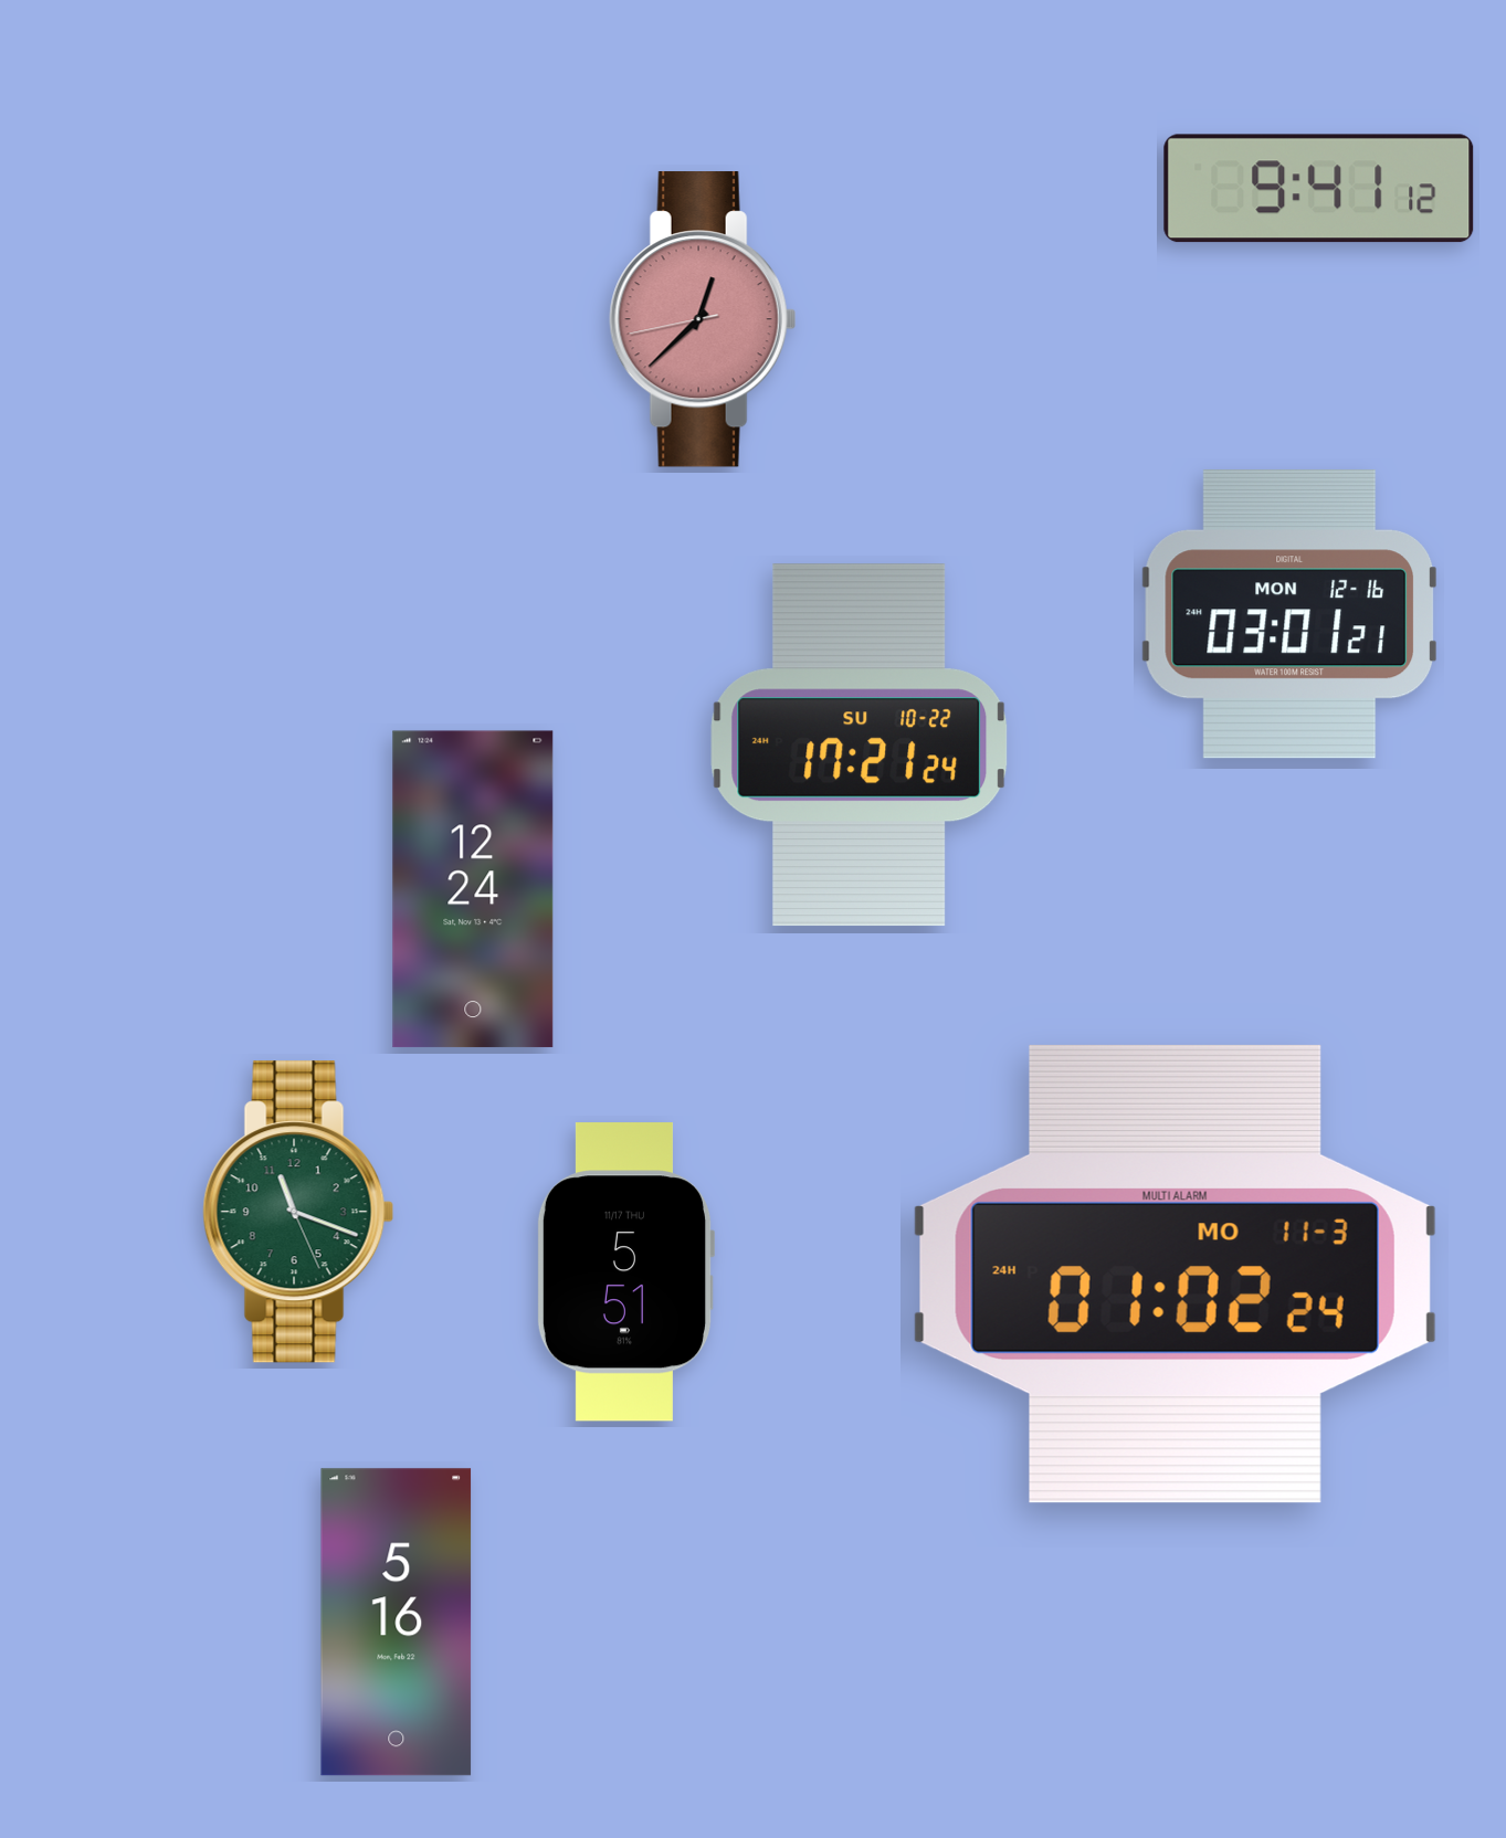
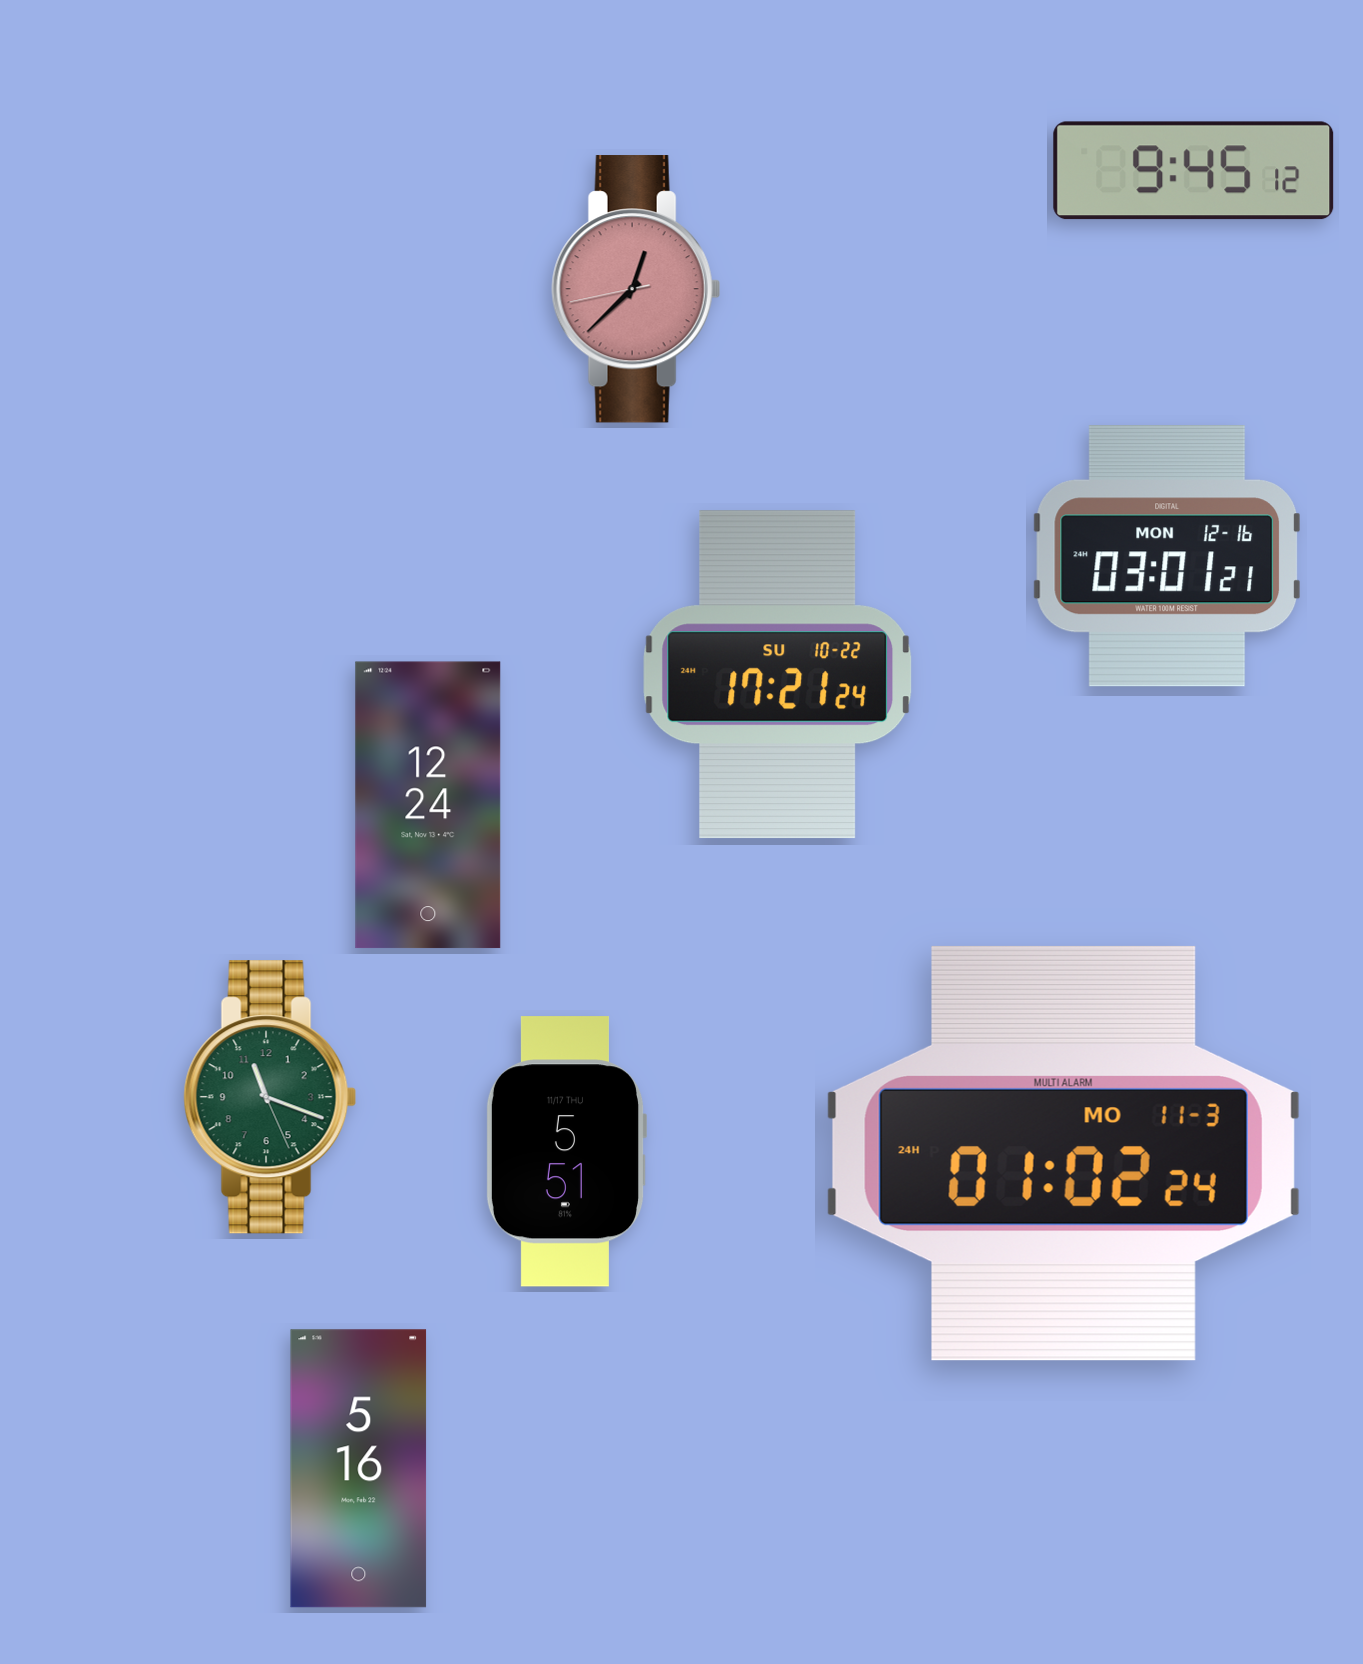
clock at (1319, 189): 9:41 -> 9:45
